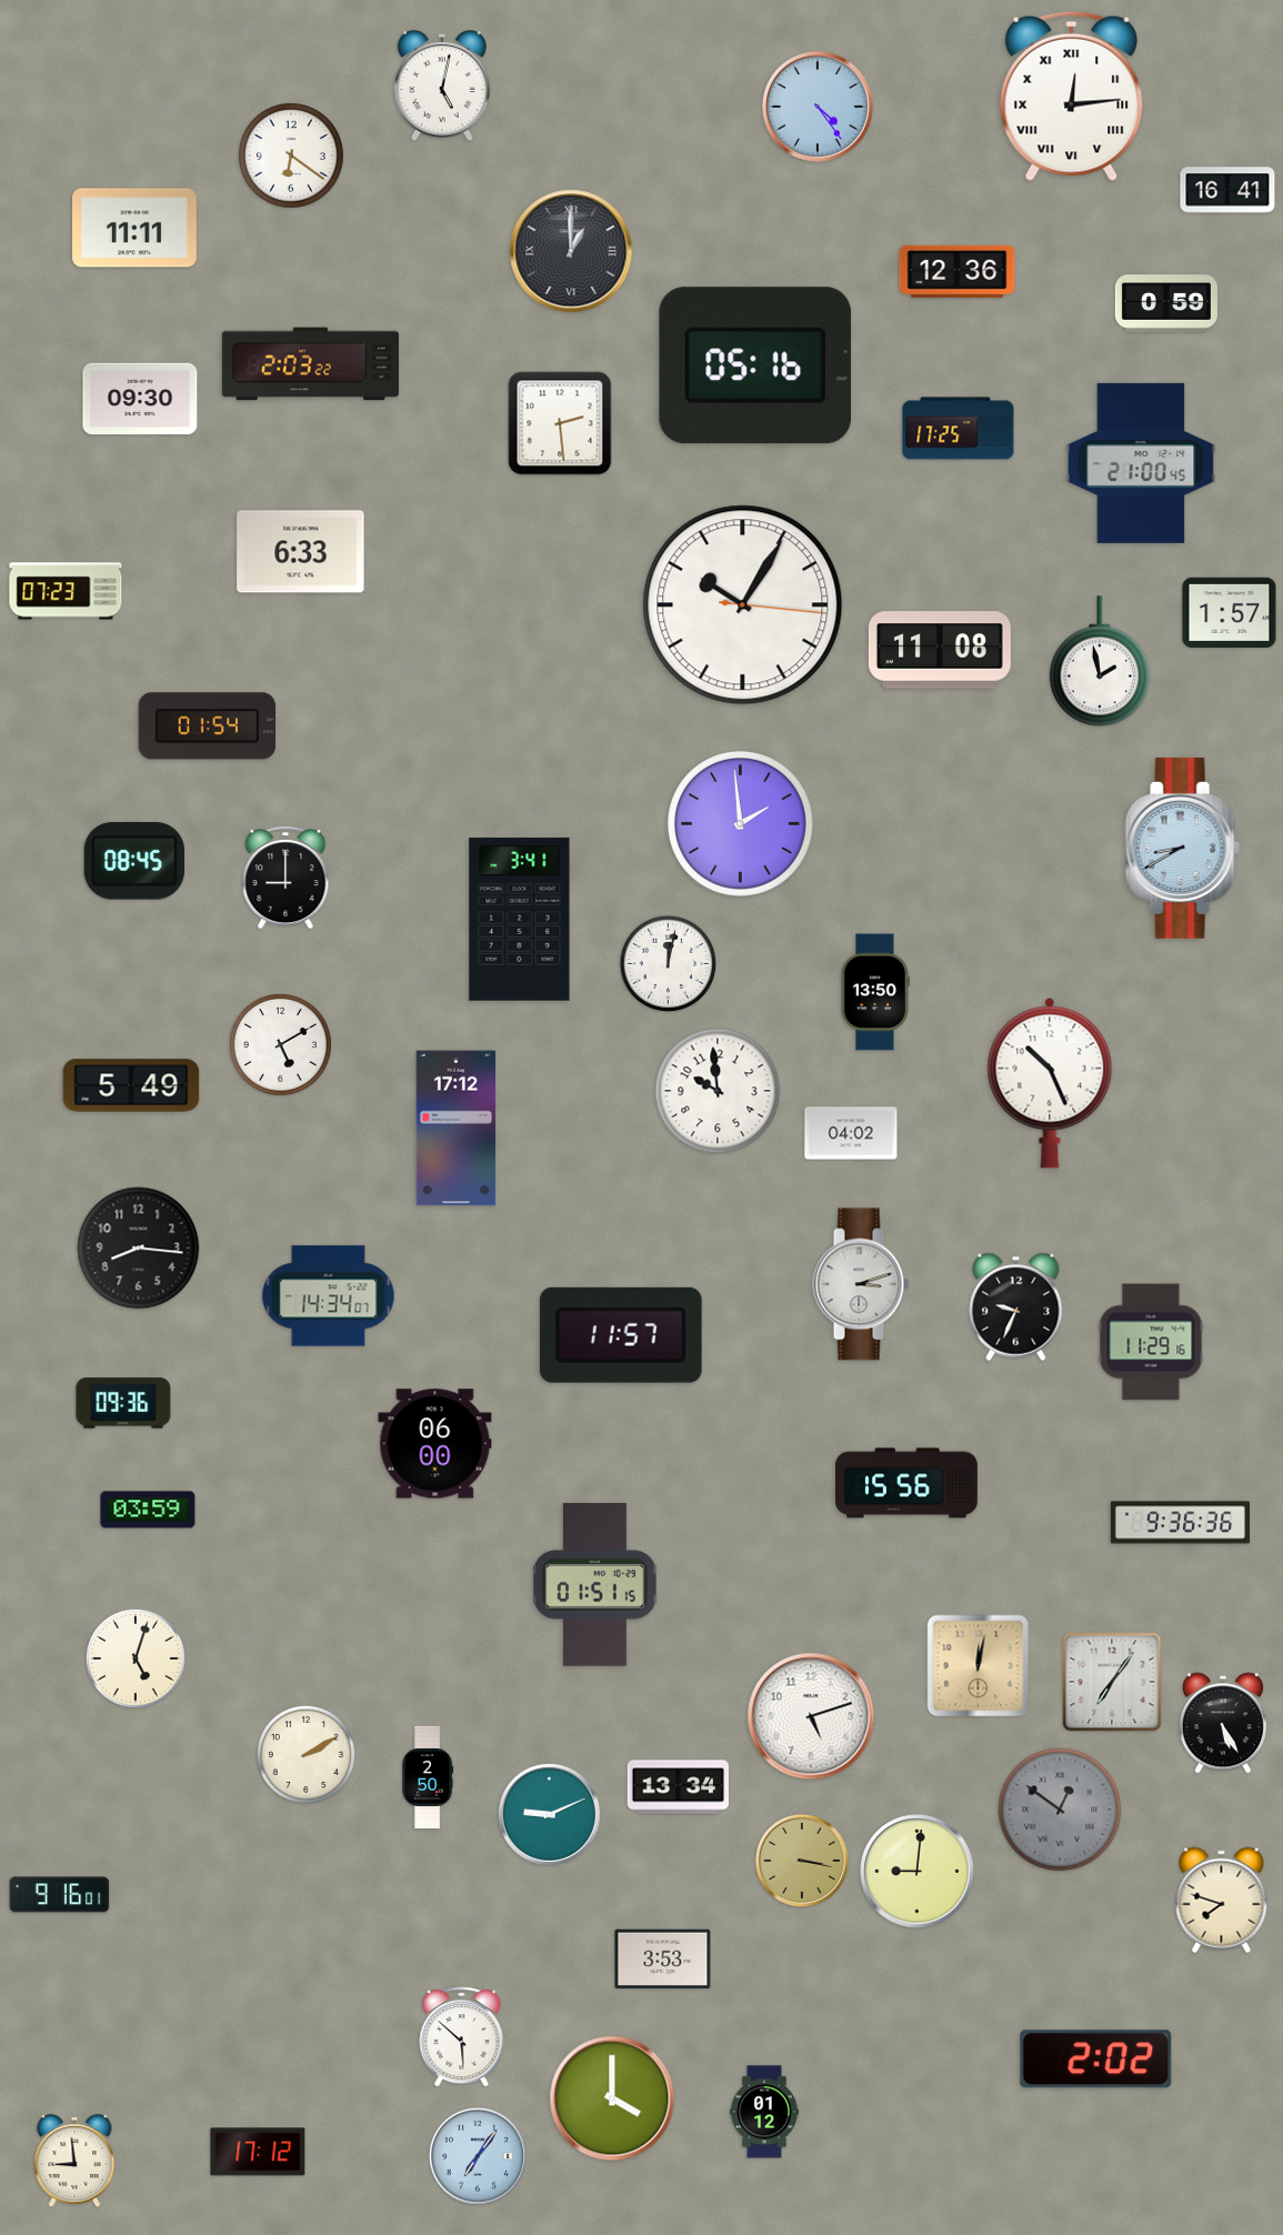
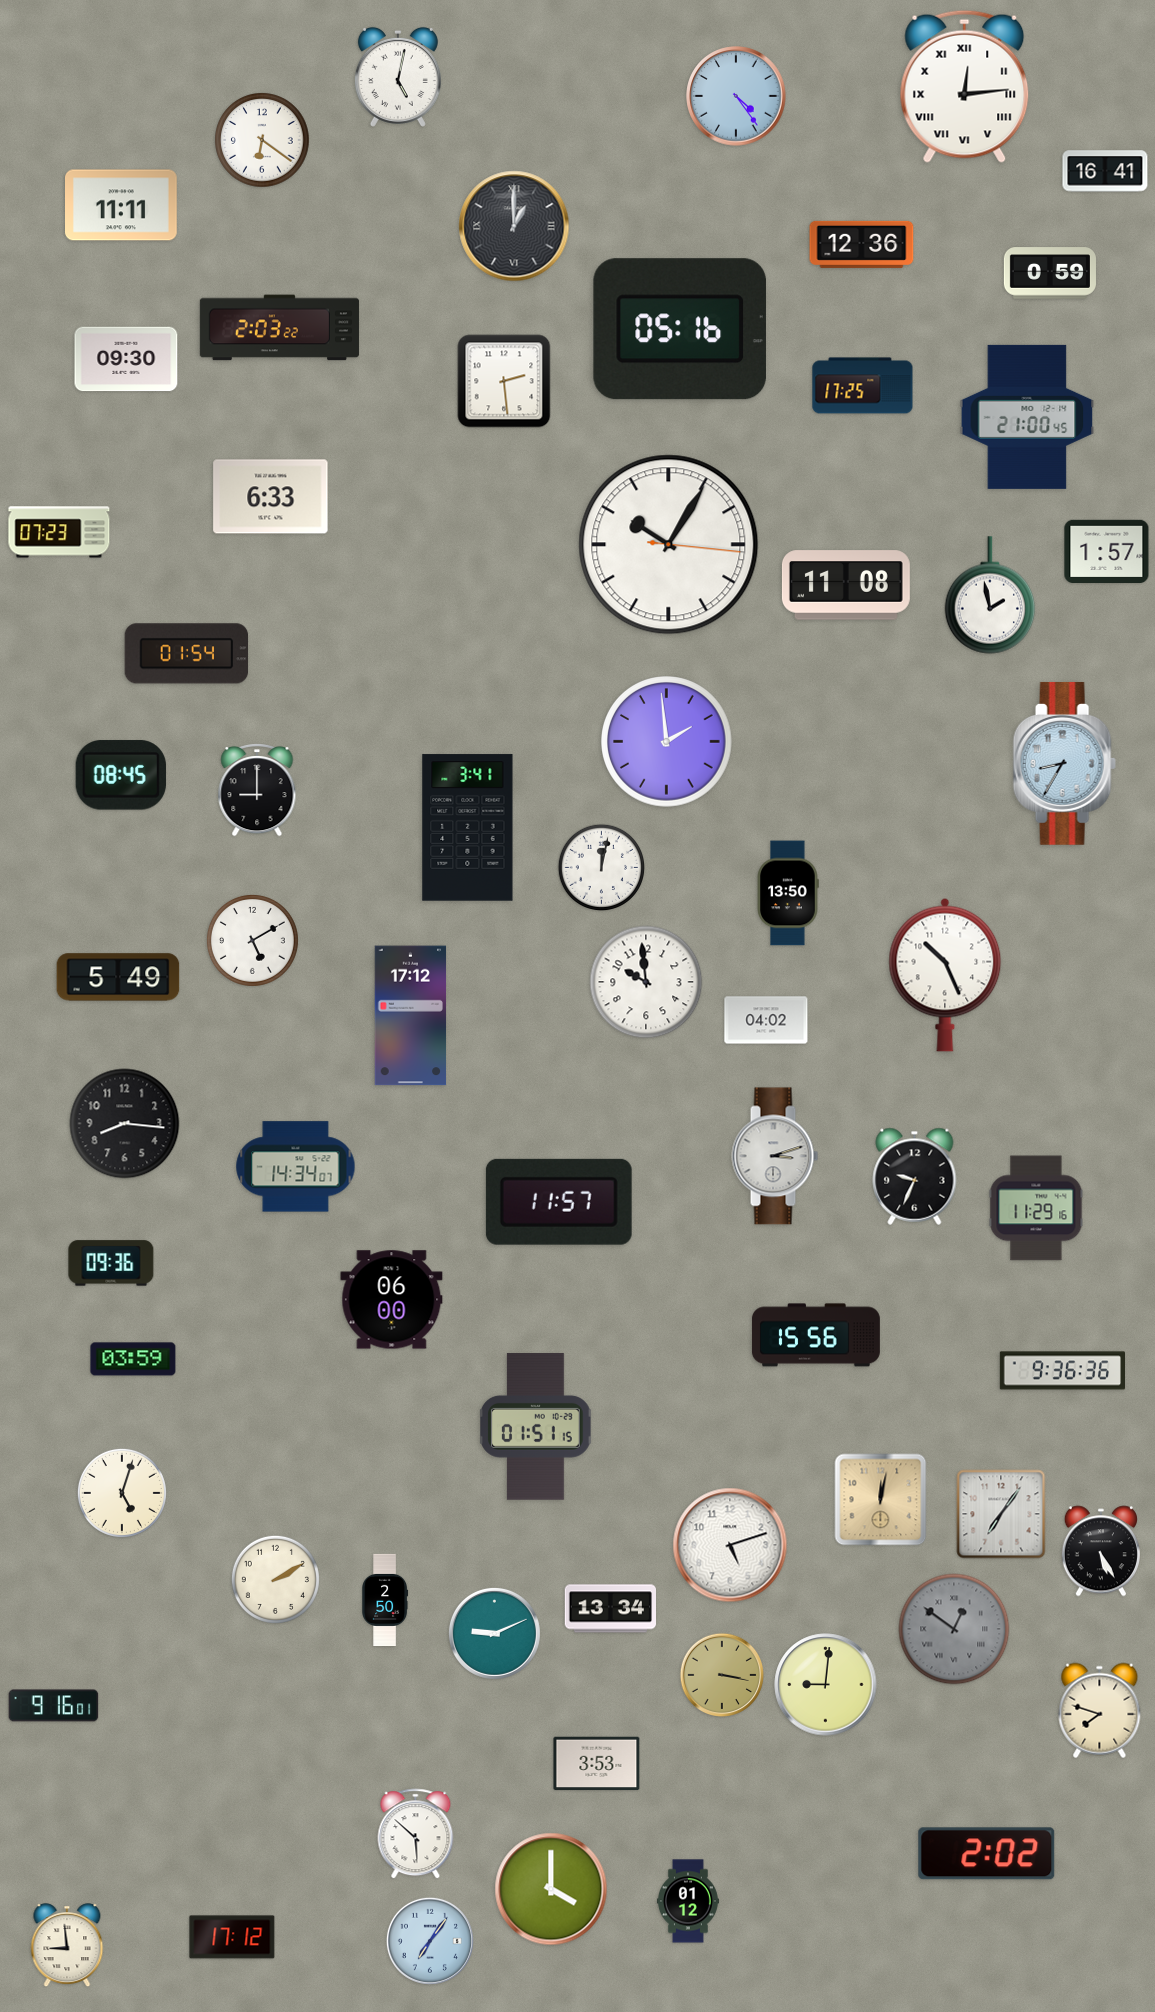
clock at (1182, 848): 8:40 -> 8:35
